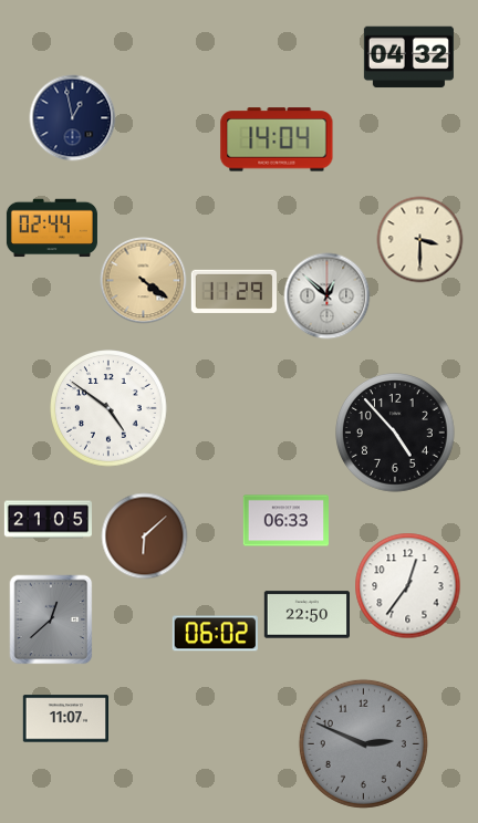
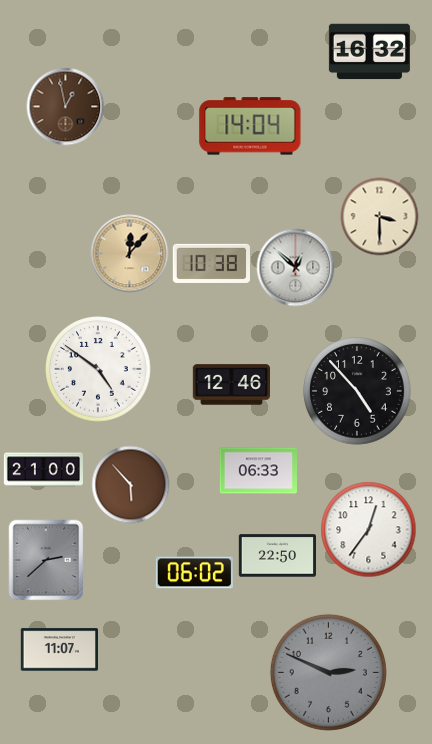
clock at (408, 58): 04:32 -> 16:32
clock at (72, 117) dial: navy -> brown
clock at (52, 228): 02:44 -> none
clock at (143, 280): 4:21 -> 12:07
clock at (233, 291): 11:29 -> 10:38
clock at (231, 385): none -> 12:46
clock at (48, 520): 21:05 -> 21:00
clock at (144, 535): 6:08 -> 5:53
clock at (51, 619): 12:38 -> 2:38
